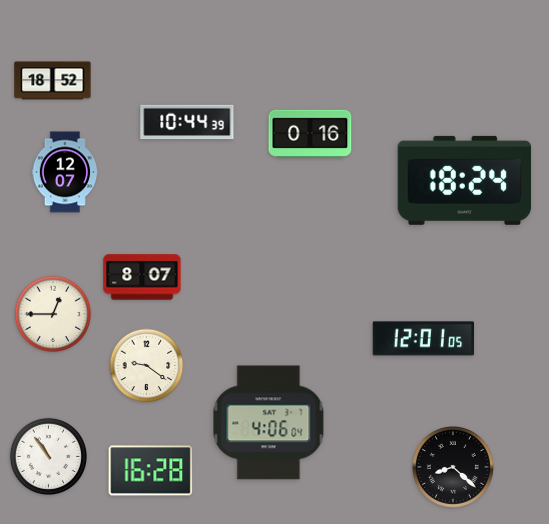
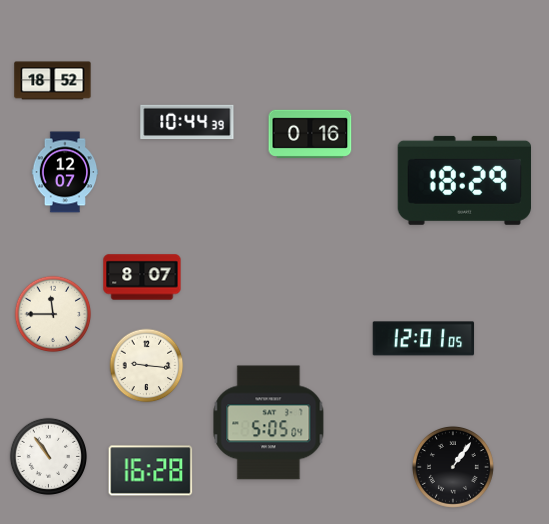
clock at (464, 180): 18:24 -> 18:29
clock at (53, 314): 12:45 -> 11:45
clock at (147, 366): 9:21 -> 9:16
clock at (269, 423): 4:06 -> 5:05
clock at (453, 467): 8:22 -> 1:06
